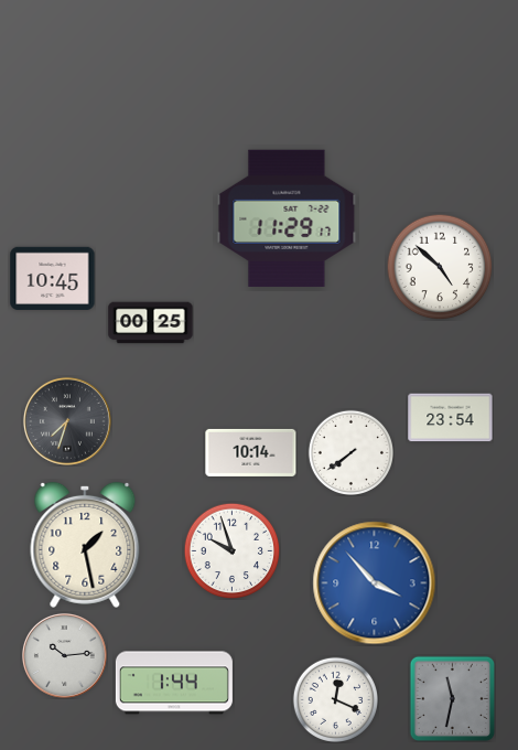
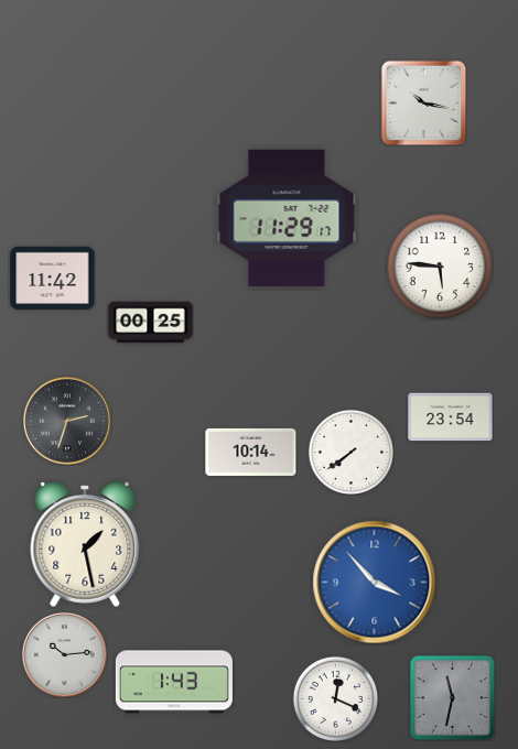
clock at (423, 102): none -> 10:17
clock at (440, 267): 4:52 -> 5:46
clock at (53, 278): 10:45 -> 11:42
clock at (67, 421): 7:33 -> 2:33
clock at (231, 550): 9:57 -> none
clock at (174, 683): 1:44 -> 1:43
